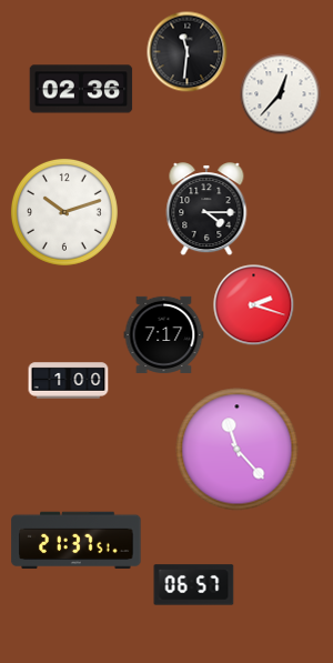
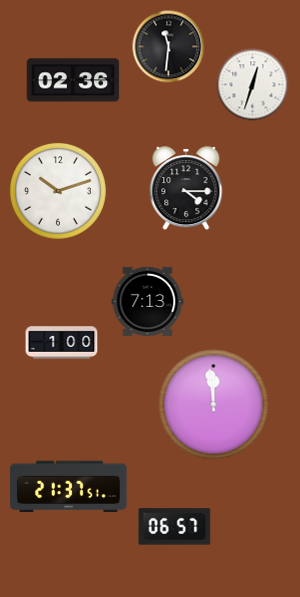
clock at (281, 94): 12:37 -> 12:33
clock at (254, 305): 2:18 -> none
clock at (164, 334): 7:17 -> 7:13
clock at (238, 450): 11:23 -> 11:59
